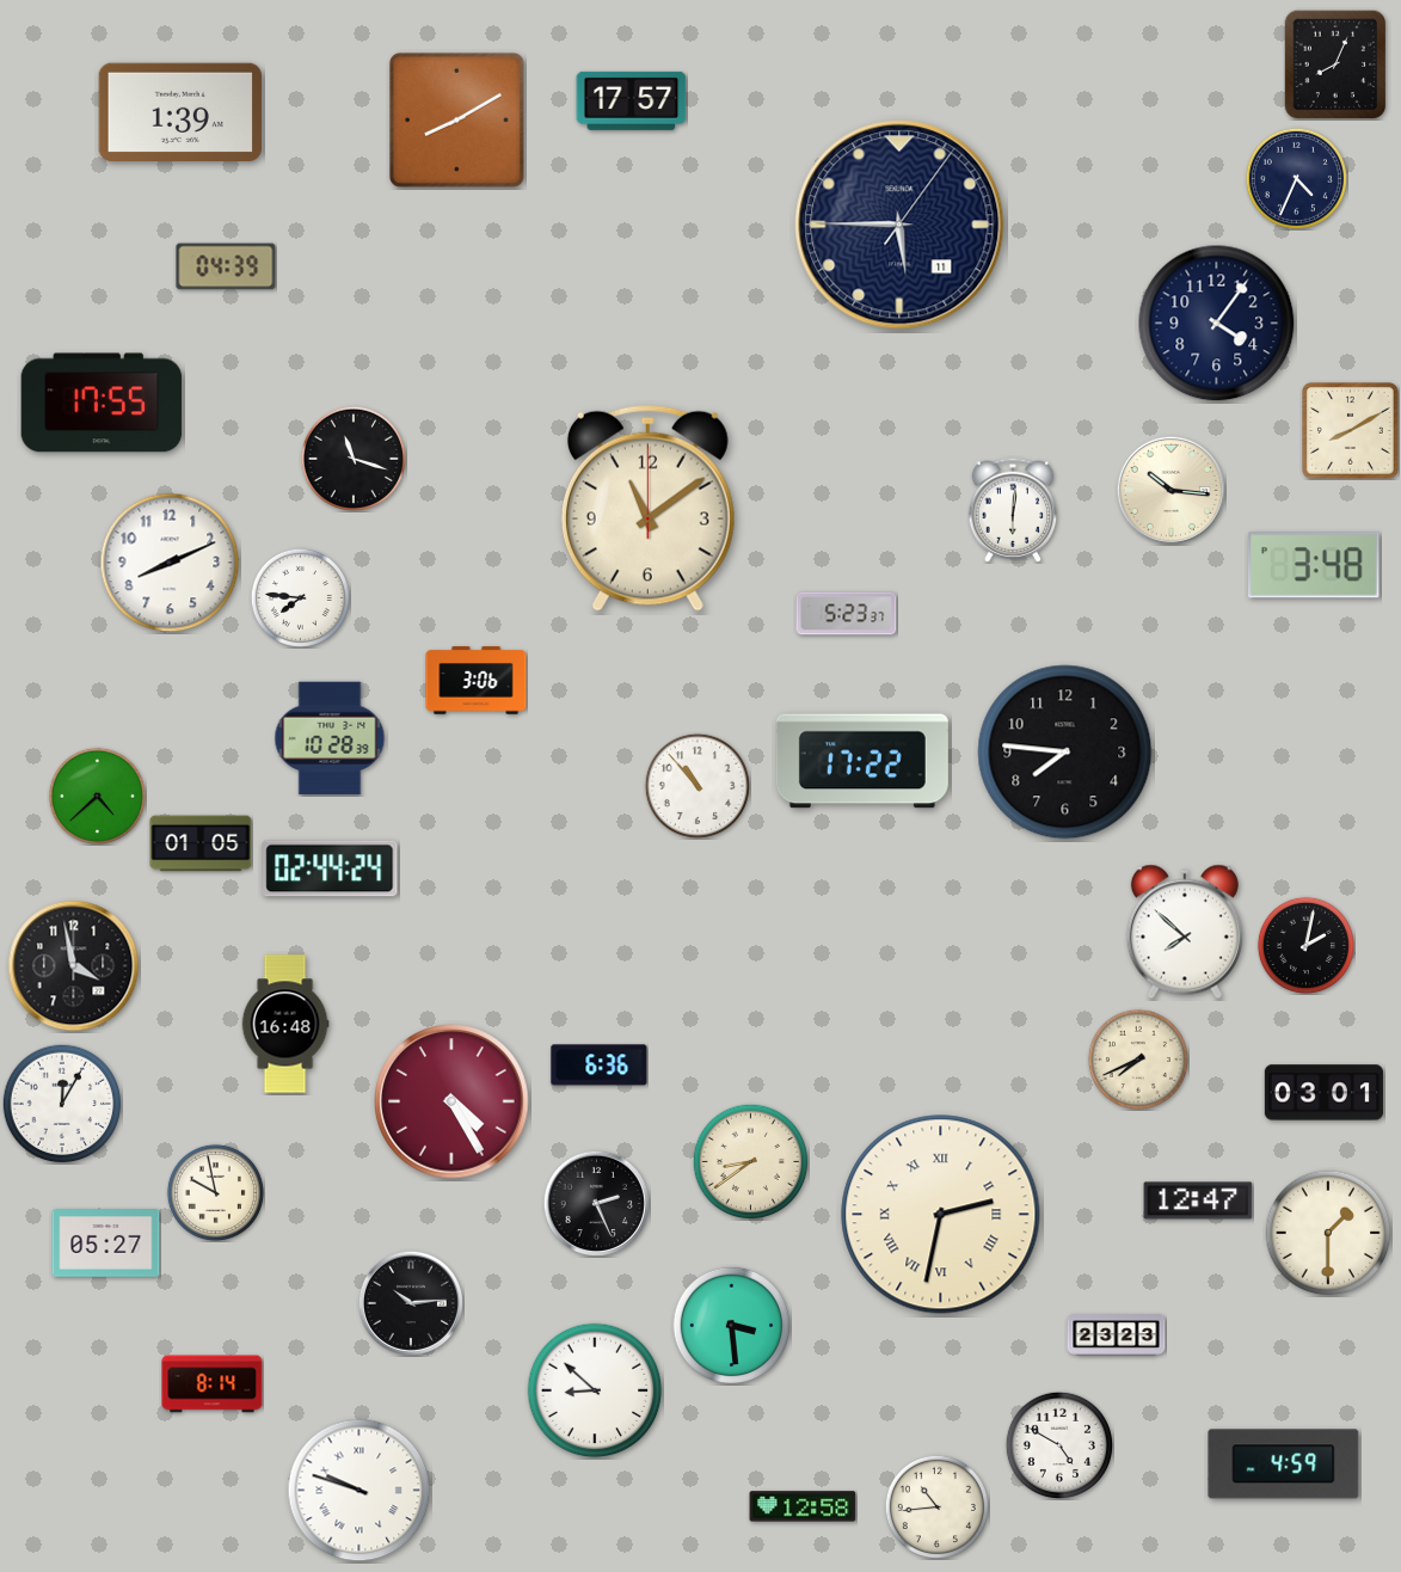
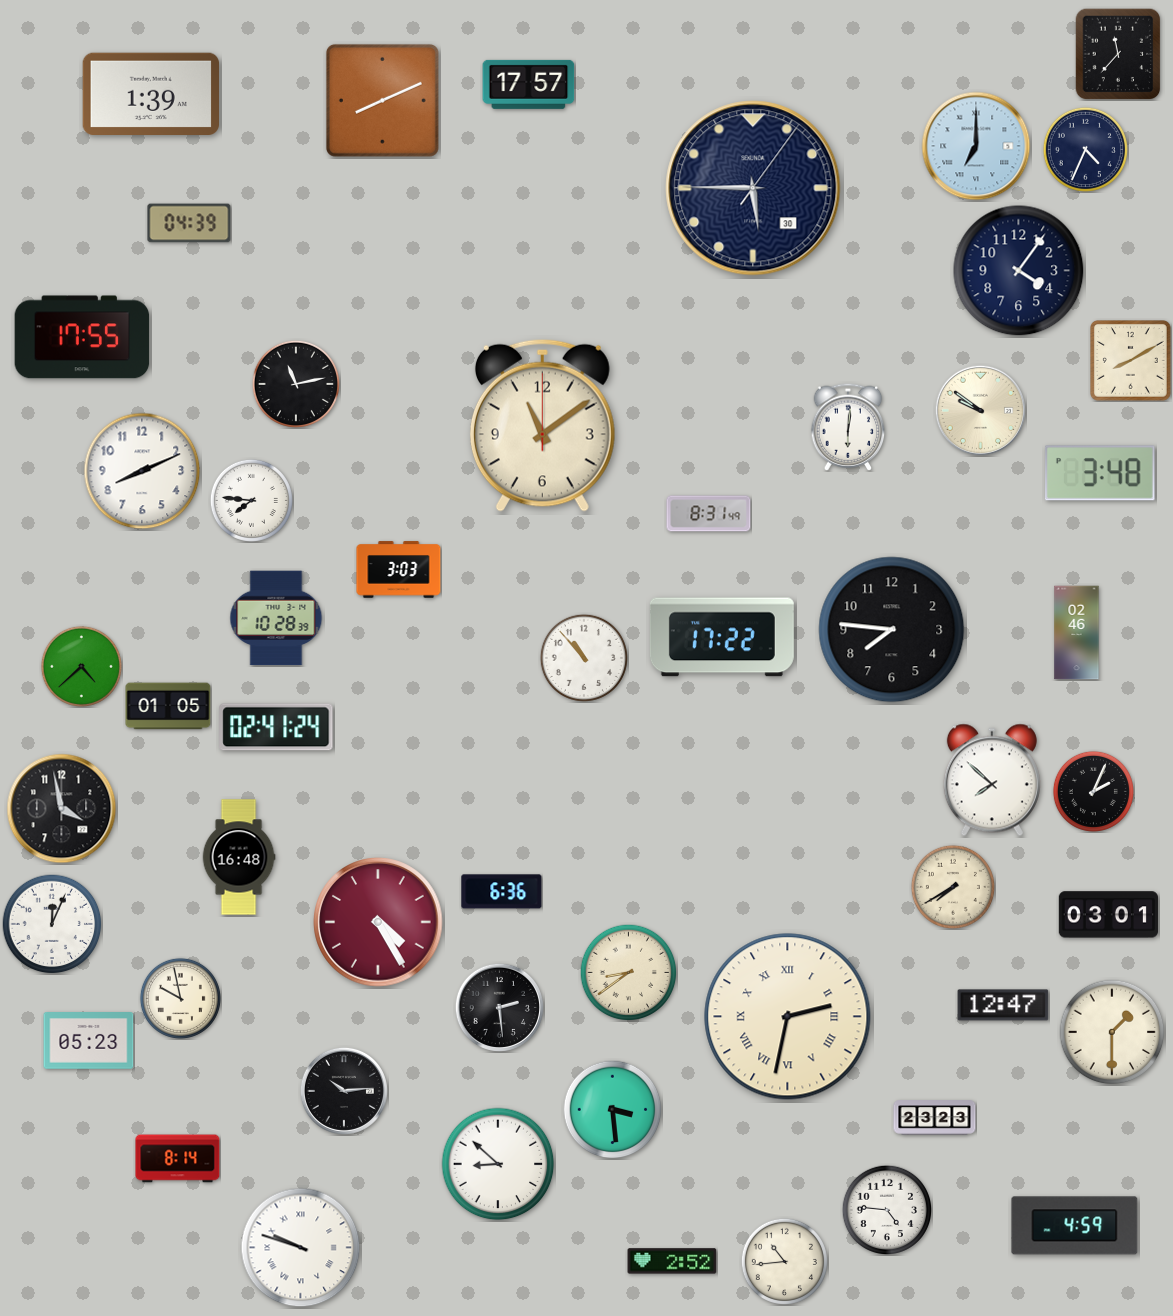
clock at (1335, 65): 8:04 -> 11:37
clock at (456, 119): 8:10 -> 8:11
clock at (976, 146): none -> 7:00
clock at (899, 225) date: 11 -> 30
clock at (102, 403) position: (102, 403) -> (82, 337)
clock at (354, 459): 11:18 -> 11:13
clock at (1170, 490): 10:16 -> 9:51
clock at (847, 614): 5:23 -> 8:31
clock at (477, 681): 3:06 -> 3:03
clock at (1077, 633): none -> 02:46
clock at (330, 868): 02:44 -> 02:41
clock at (1305, 945): 2:02 -> 2:04
clock at (1138, 1060): 7:41 -> 7:40
clock at (62, 1104): 12:05 -> 12:04
clock at (596, 1203): 2:26 -> 2:29
clock at (106, 1244): 05:27 -> 05:23
clock at (1058, 1444): 4:50 -> 4:46
clock at (803, 1506): 12:58 -> 2:52
